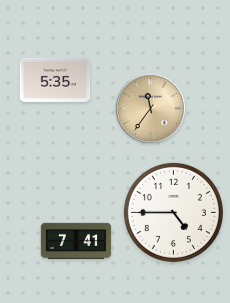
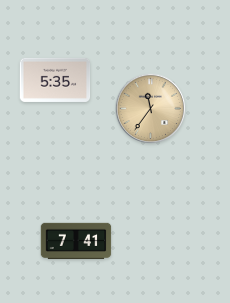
clock at (173, 212): 4:45 -> none
